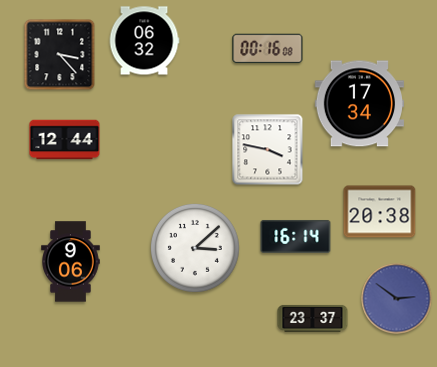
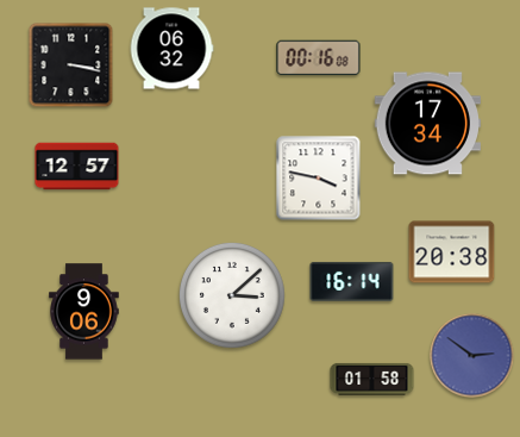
clock at (60, 55): 3:23 -> 3:17
clock at (65, 140): 12:44 -> 12:57
clock at (313, 318): 23:37 -> 01:58
